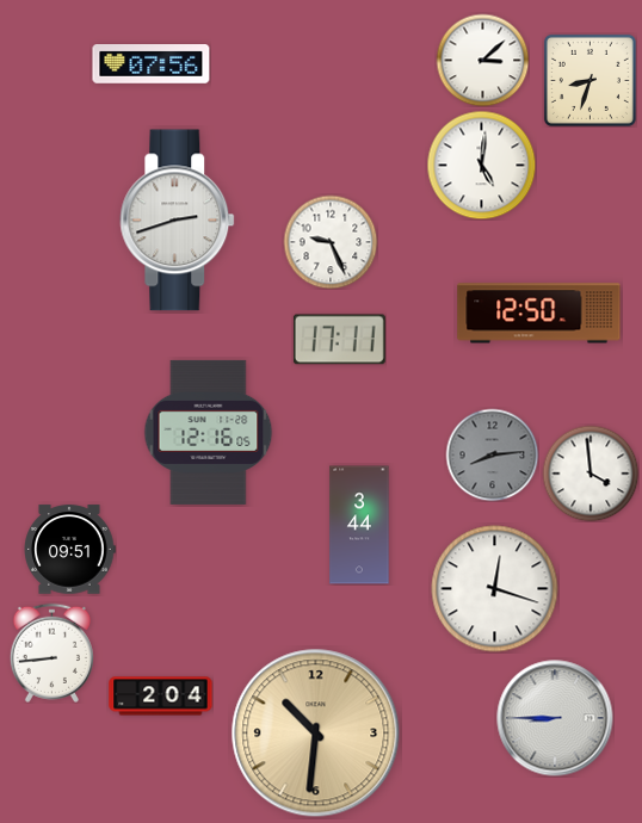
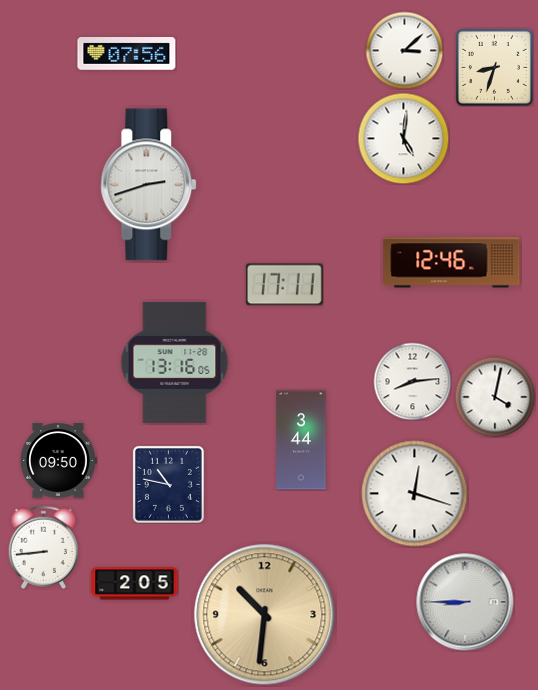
clock at (331, 242): 9:26 -> none
clock at (539, 314): 12:50 -> 12:46
clock at (209, 432): 12:16 -> 13:16
clock at (492, 454) dial: grey -> white
clock at (591, 474): 3:59 -> 4:02
clock at (69, 550): 09:51 -> 09:50
clock at (168, 484): none -> 10:47
clock at (161, 697): 2:04 -> 2:05
